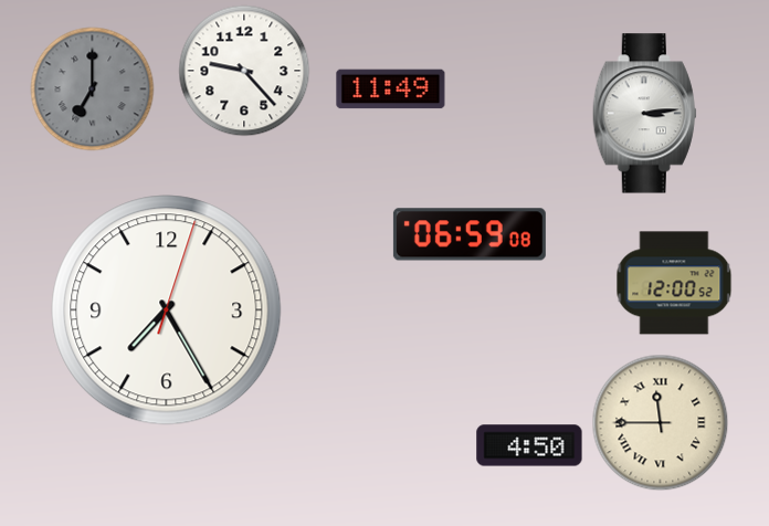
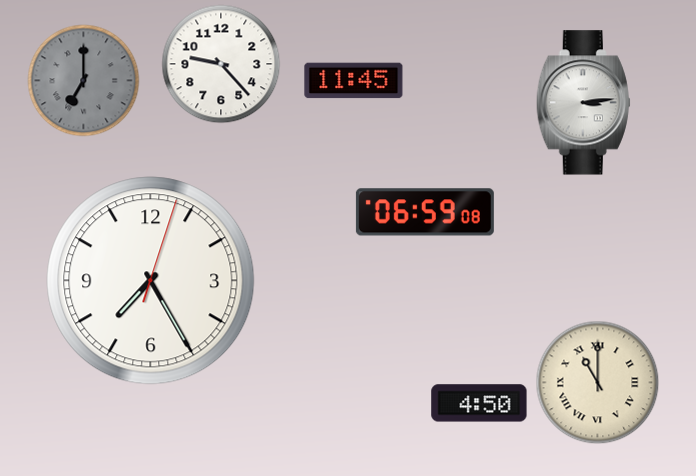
clock at (391, 90): 11:49 -> 11:45
clock at (674, 283): 12:00 -> none
clock at (661, 423): 11:45 -> 11:00
